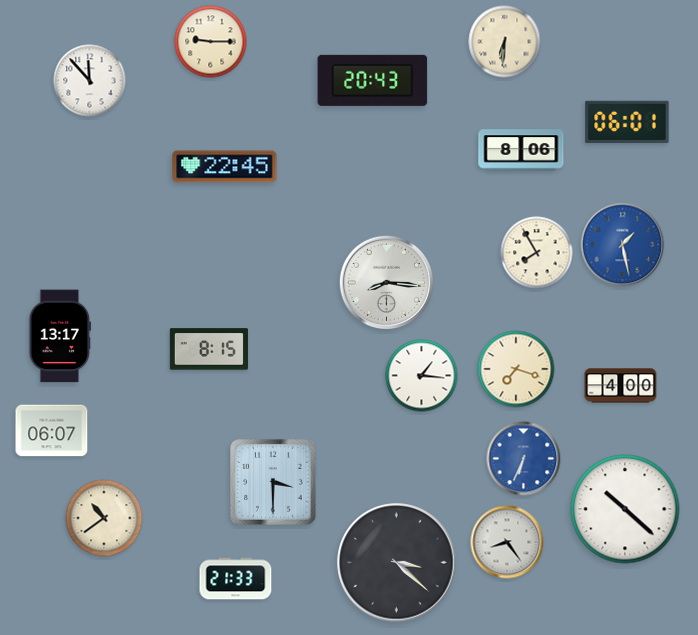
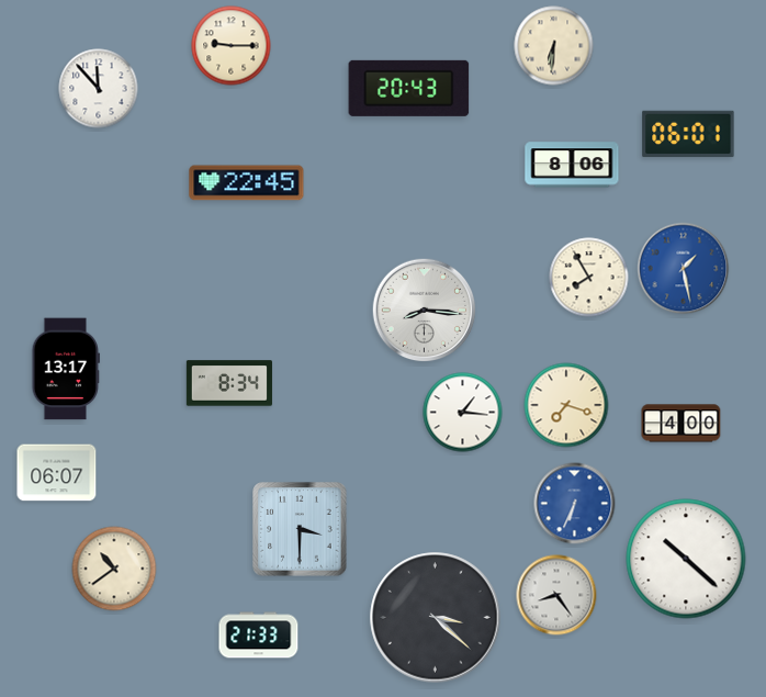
clock at (209, 349): 8:15 -> 8:34
